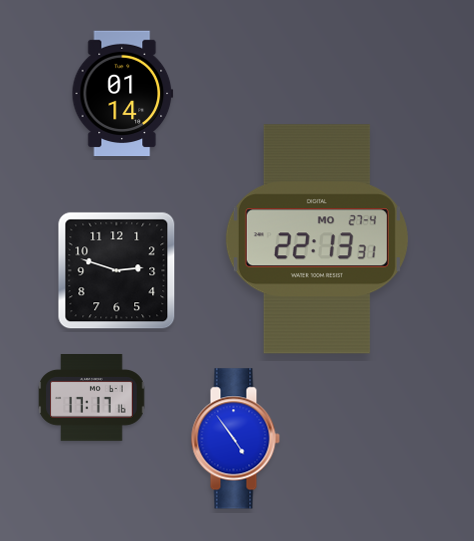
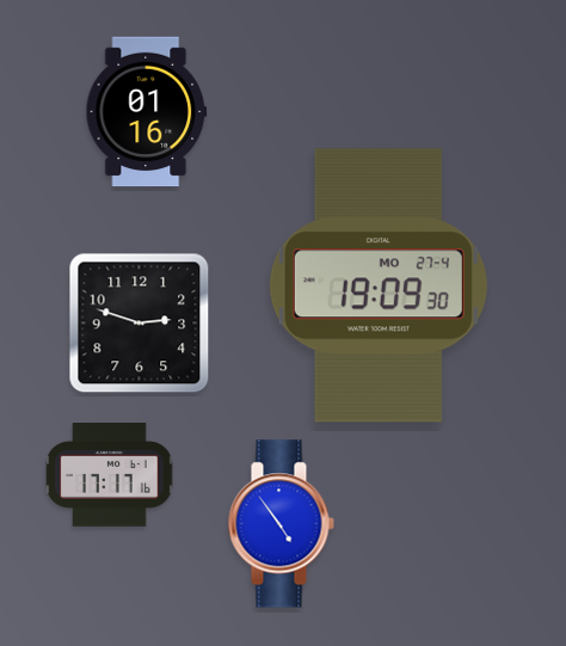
clock at (123, 94): 01:14 -> 01:16
clock at (317, 239): 22:13 -> 19:09
